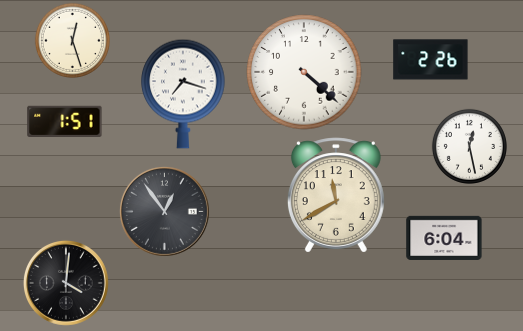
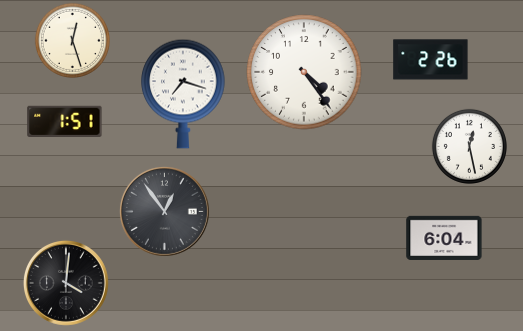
clock at (304, 72): 4:22 -> 4:24
clock at (336, 195): 11:40 -> none
